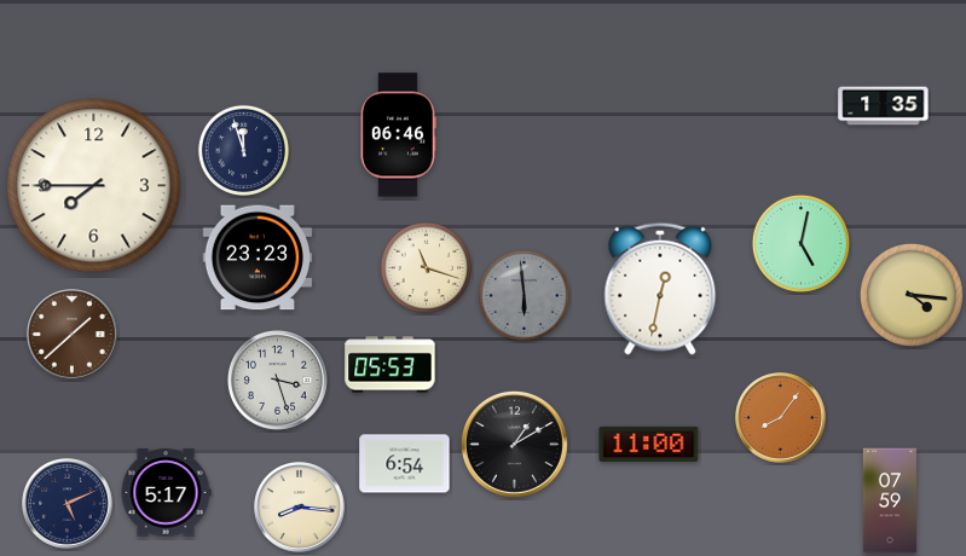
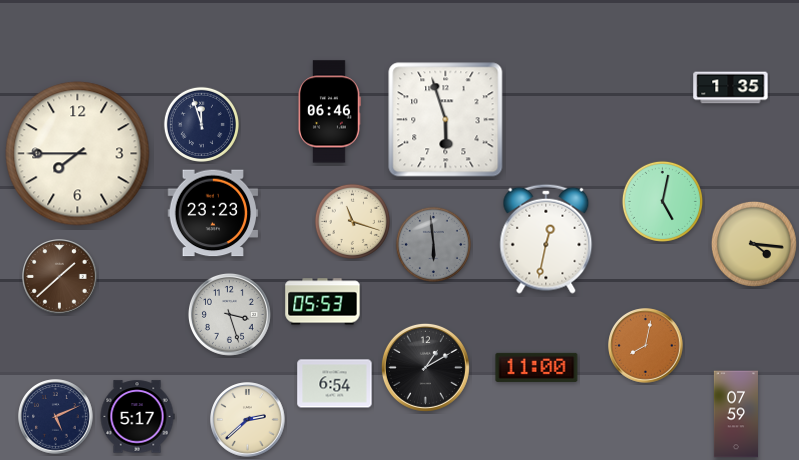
clock at (446, 120): none -> 5:57
clock at (781, 418): 8:06 -> 8:02
clock at (166, 493) position: (166, 493) -> (137, 417)
clock at (300, 508): 8:16 -> 2:38
